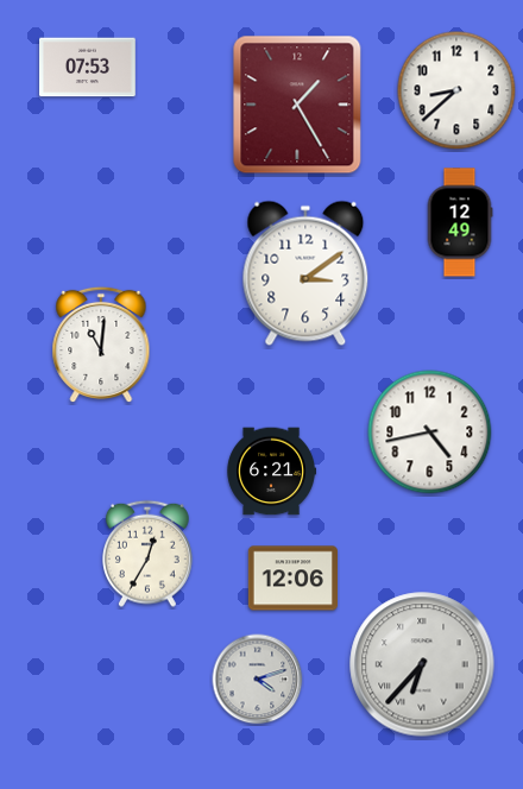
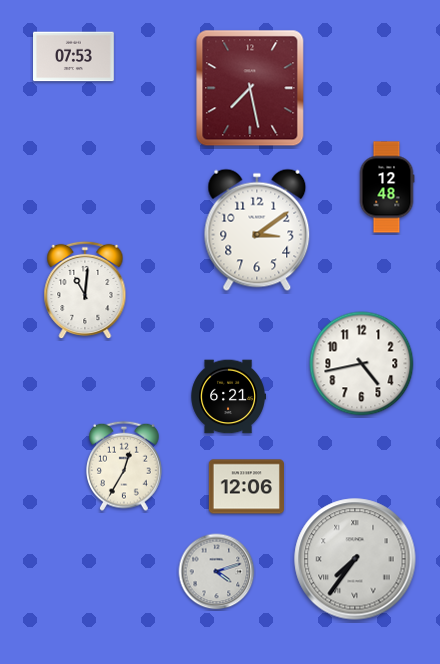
clock at (456, 90): 8:38 -> none
clock at (297, 105): 1:25 -> 7:28
clock at (460, 222): 12:49 -> 12:48
clock at (422, 664): 6:37 -> 7:36
